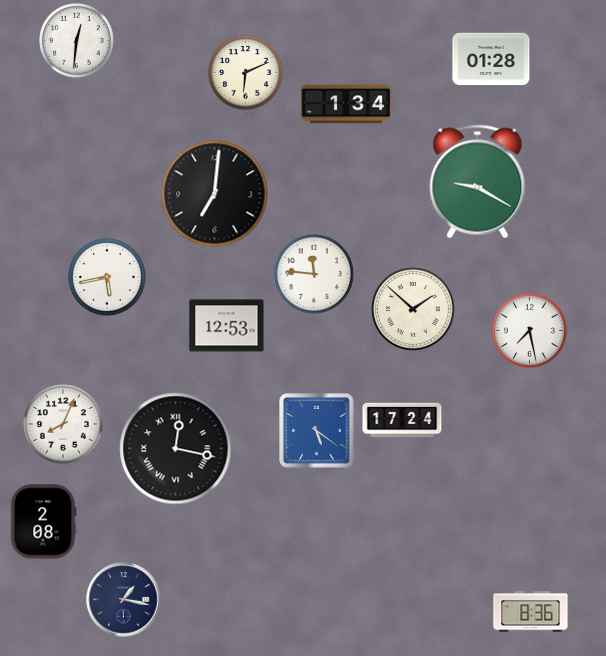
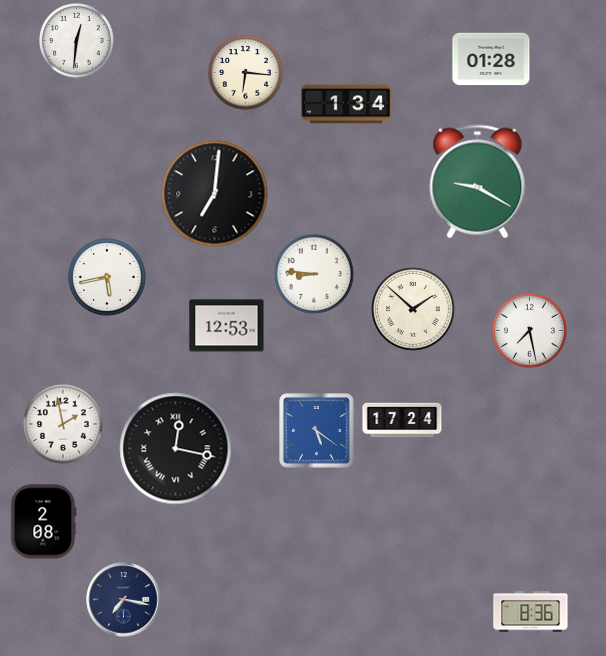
clock at (245, 72): 6:11 -> 6:16
clock at (315, 275): 11:46 -> 8:46
clock at (64, 425): 8:04 -> 1:58
clock at (124, 600): 1:17 -> 7:17
